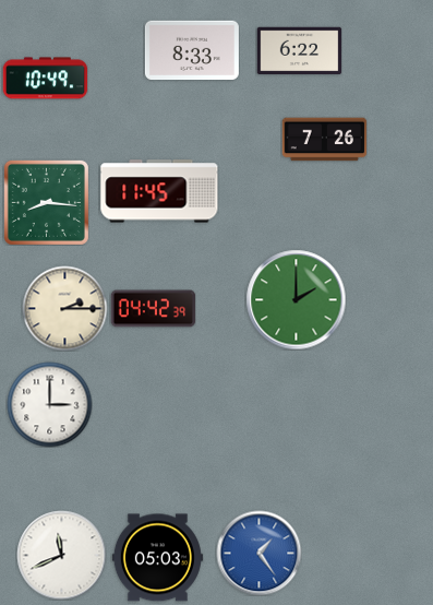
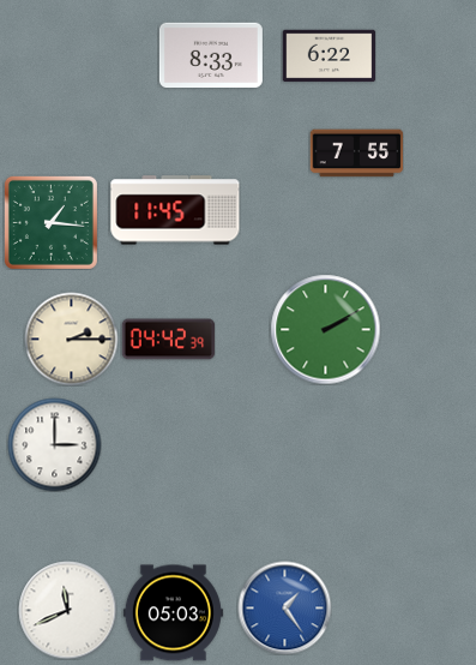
clock at (45, 79): 10:49 -> none
clock at (324, 140): 7:26 -> 7:55
clock at (46, 202): 8:16 -> 1:16
clock at (296, 299): 2:00 -> 2:10
